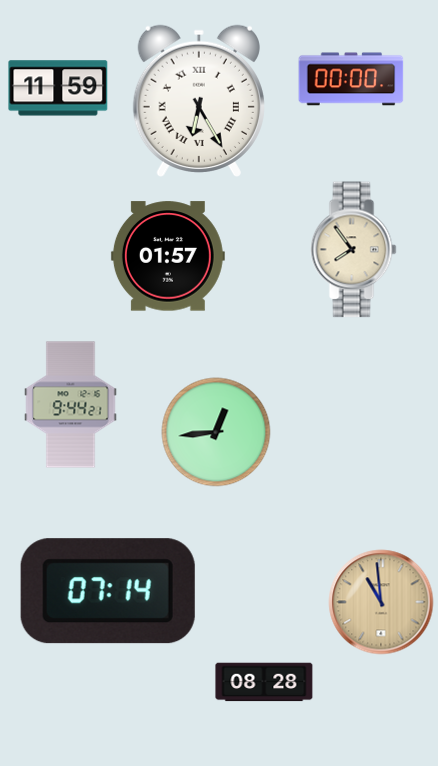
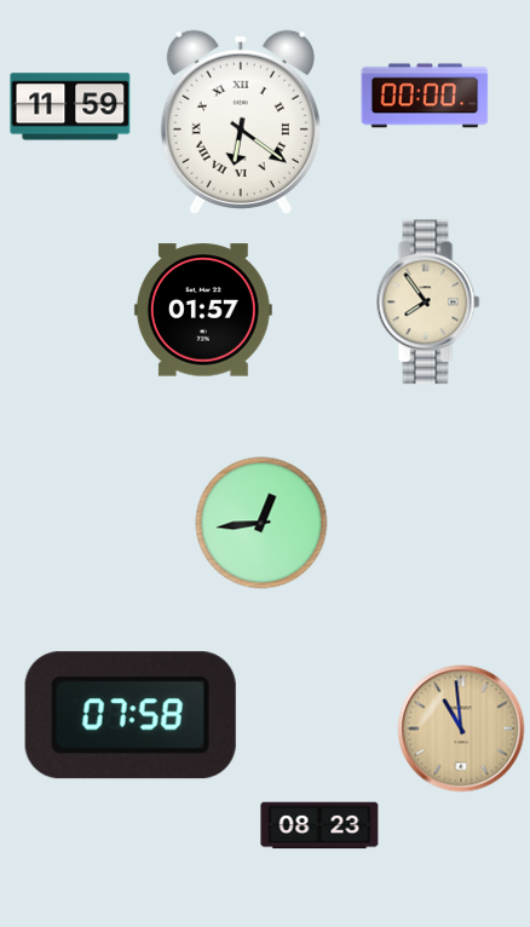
clock at (199, 101): 6:25 -> 6:21
clock at (71, 405): 9:44 -> none
clock at (108, 591): 07:14 -> 07:58
clock at (264, 682): 08:28 -> 08:23
